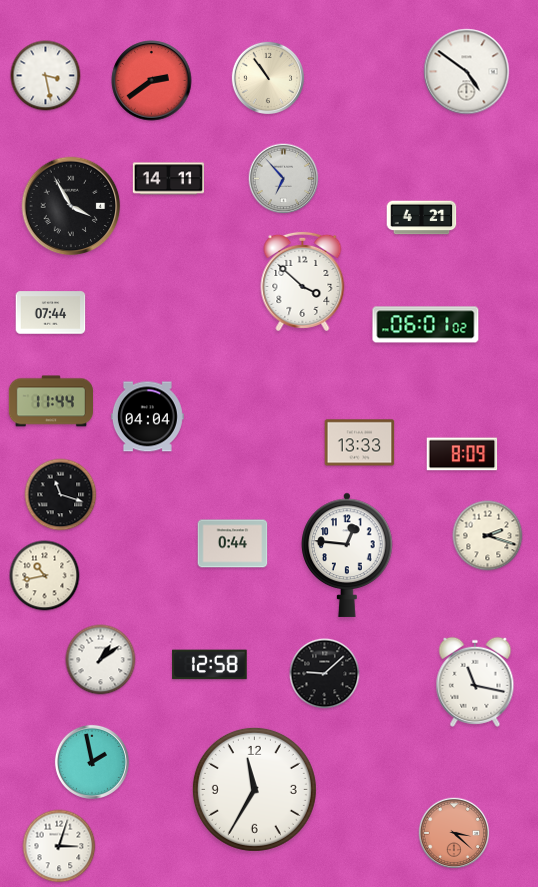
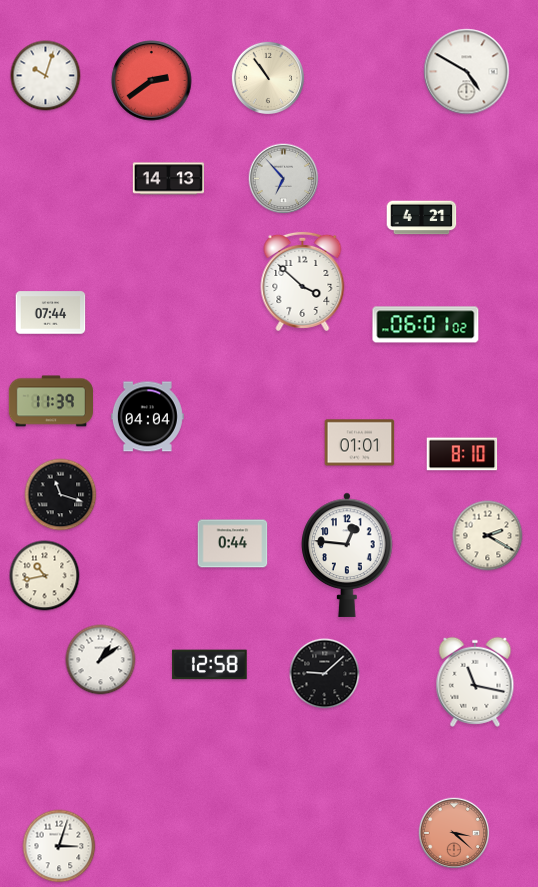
clock at (467, 72): 4:51 -> 4:50
clock at (46, 76): 3:28 -> 10:03
clock at (168, 179): 14:11 -> 14:13
clock at (71, 206): 3:55 -> none
clock at (51, 401): 11:44 -> 11:39
clock at (360, 443): 13:33 -> 01:01
clock at (462, 454): 8:09 -> 8:10
clock at (488, 536): 2:18 -> 2:20
clock at (92, 762): 1:58 -> none
clock at (254, 789): 11:35 -> none
